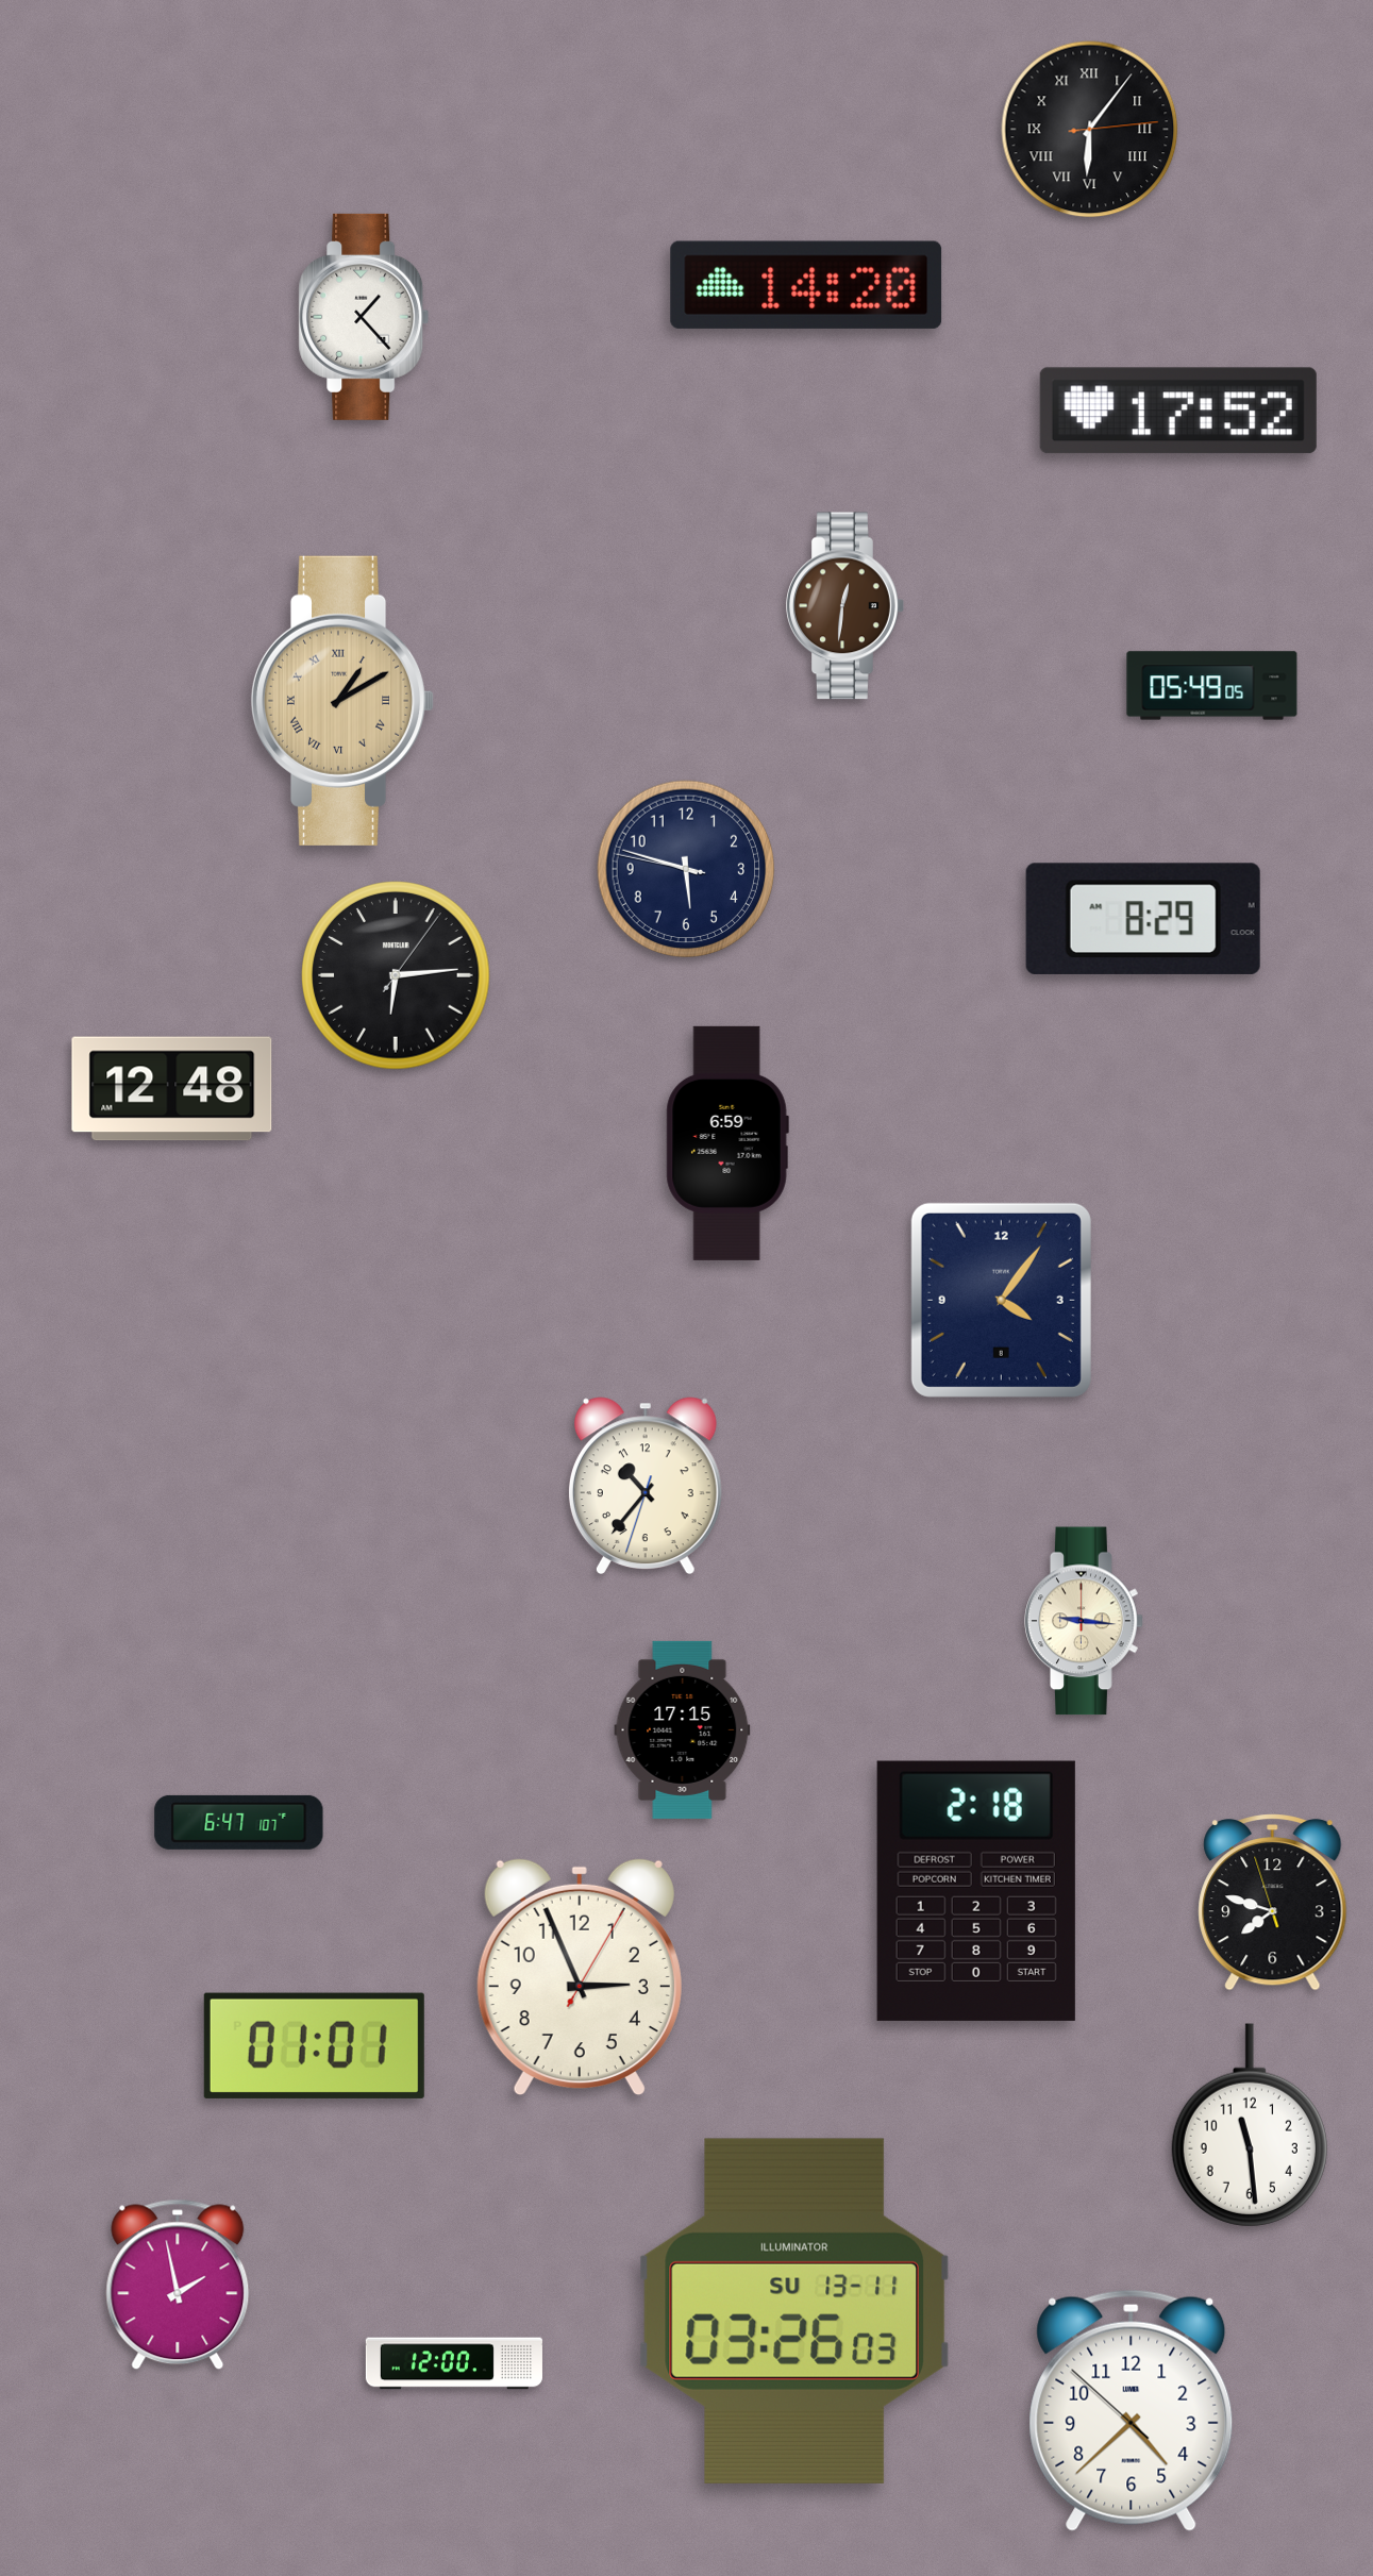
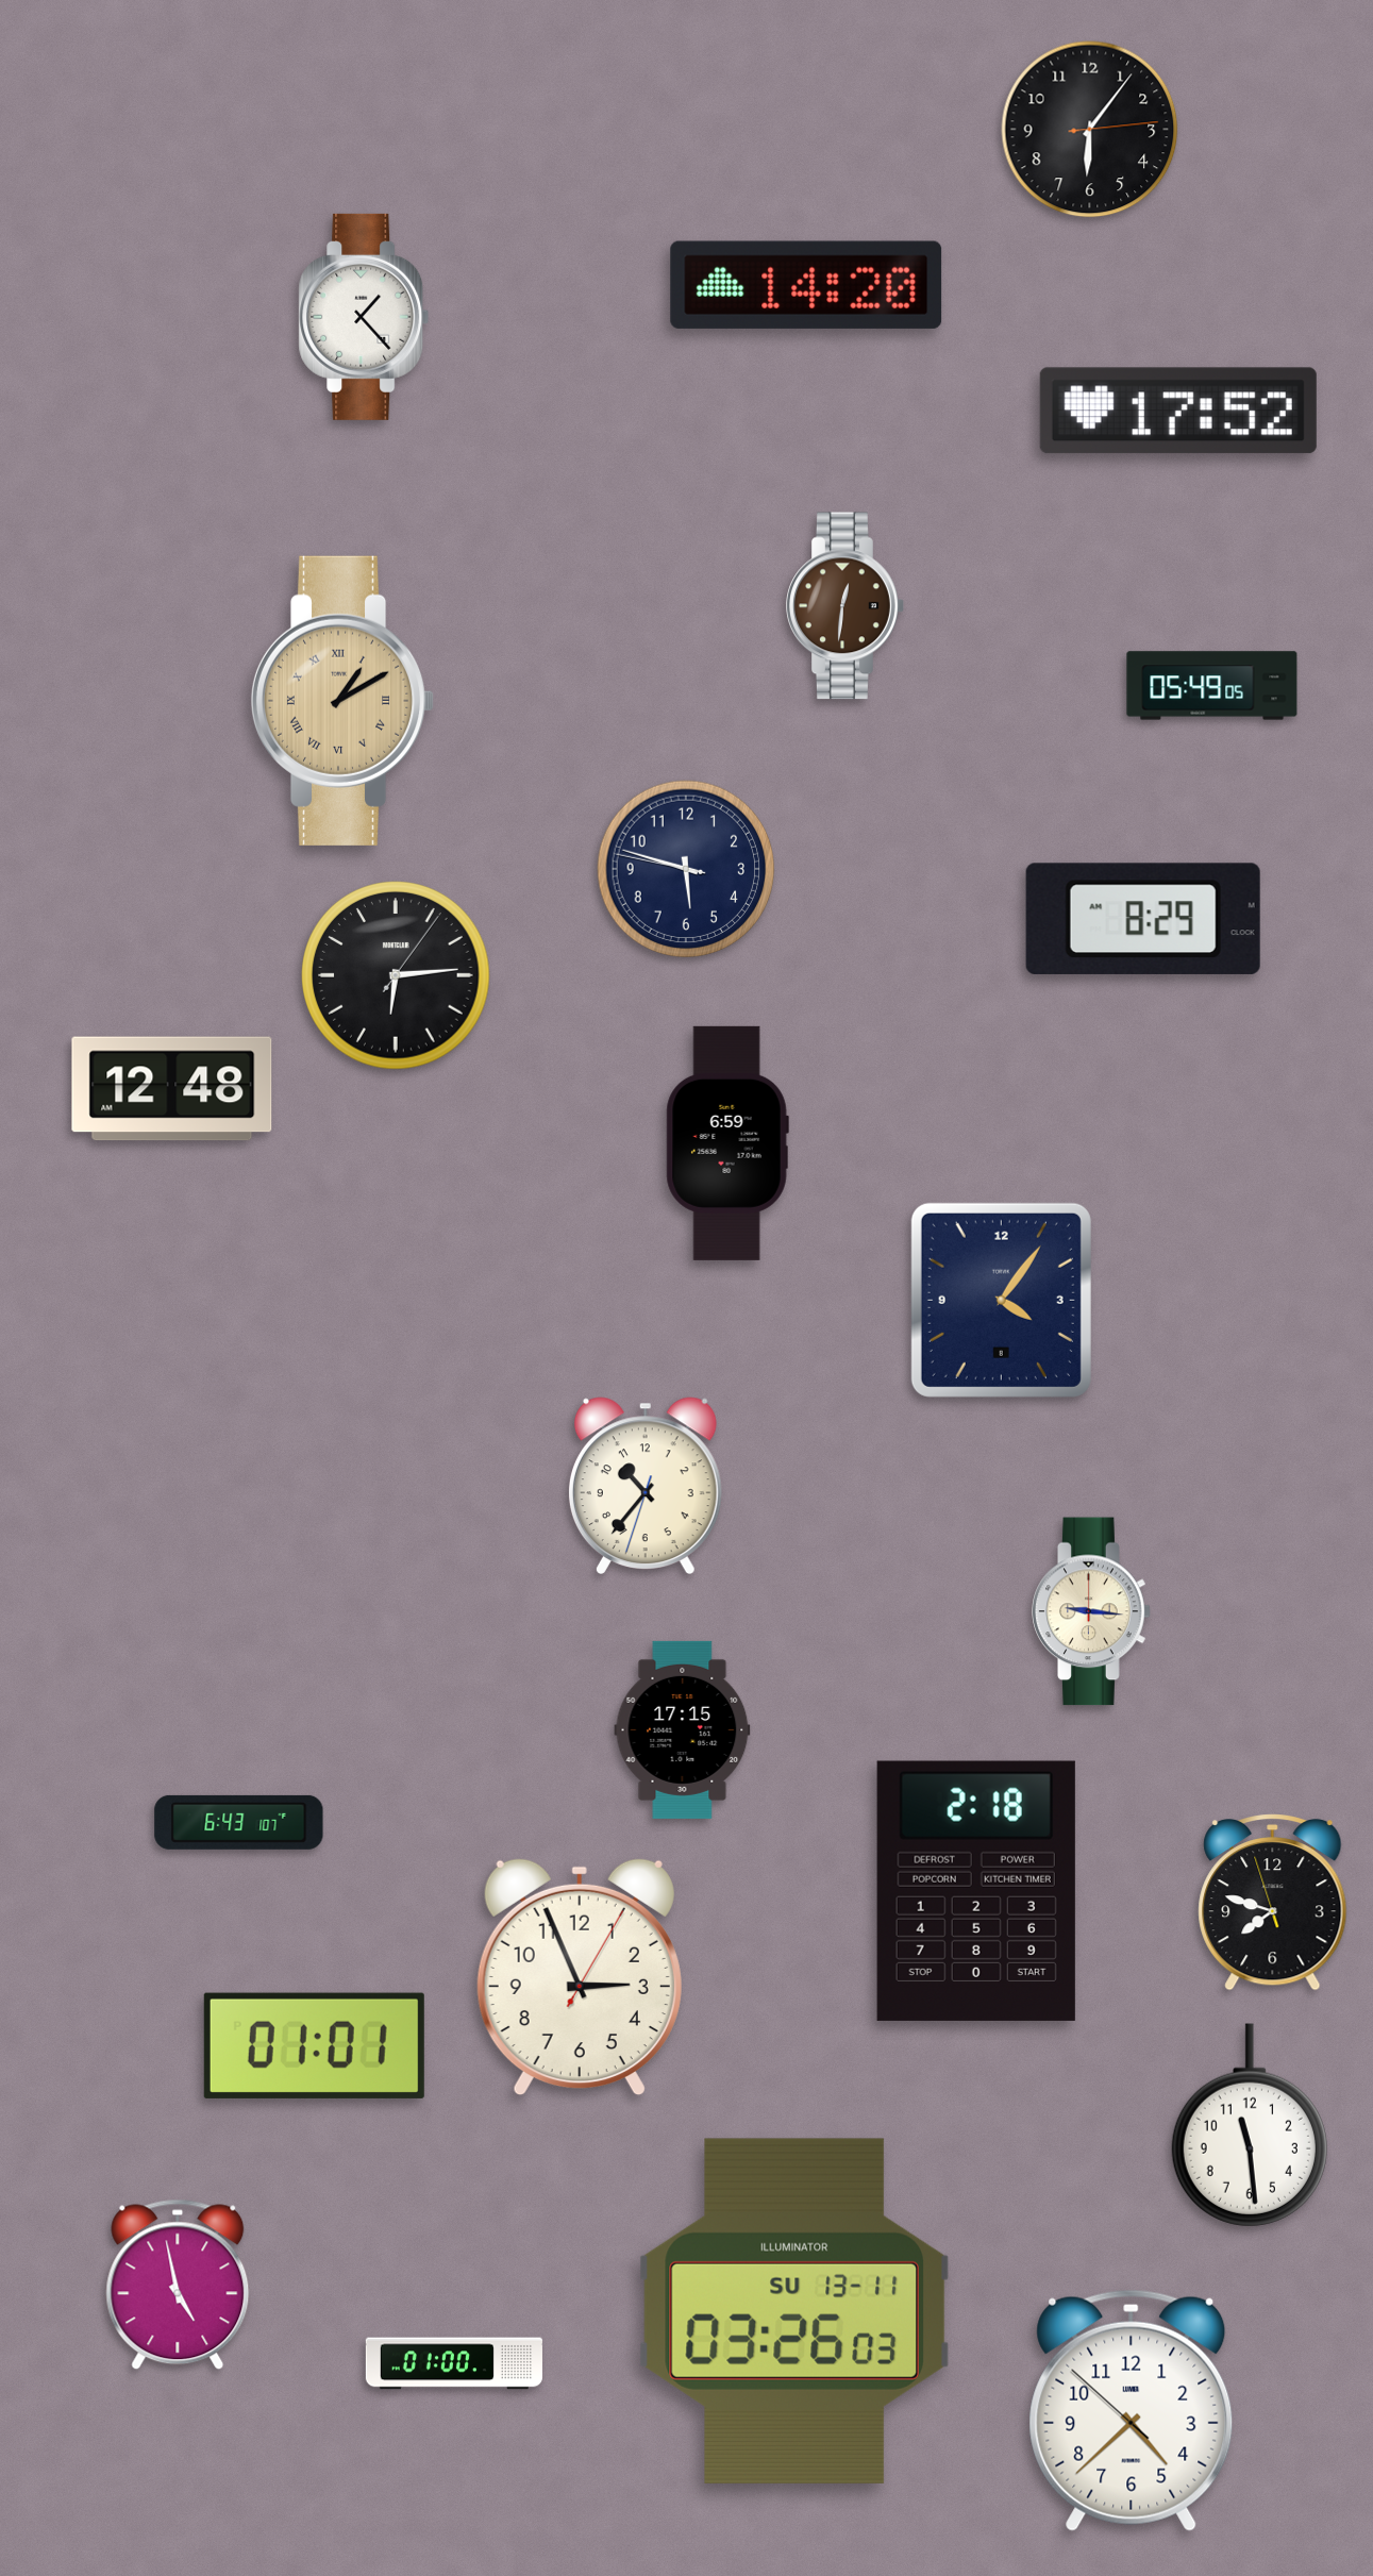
clock at (1090, 130) numerals: Roman -> Arabic
clock at (1084, 1621) position: (1084, 1621) -> (1091, 1611)
clock at (239, 1822): 6:47 -> 6:43
clock at (178, 2285): 1:58 -> 4:58
clock at (454, 2363): 12:00 -> 01:00
